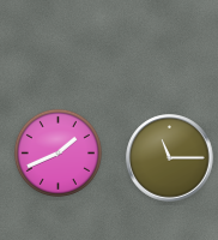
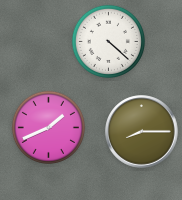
clock at (108, 41): none -> 4:22
clock at (170, 158): 11:15 -> 8:15
